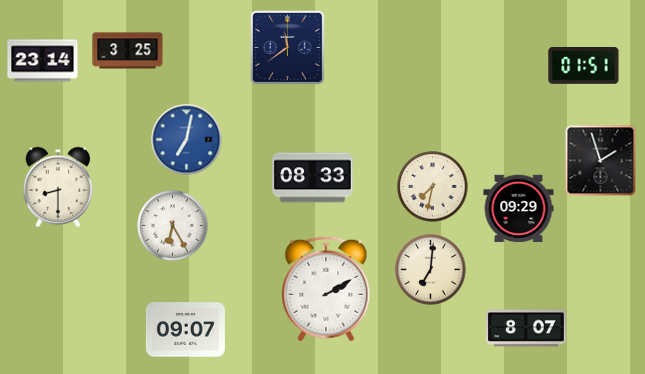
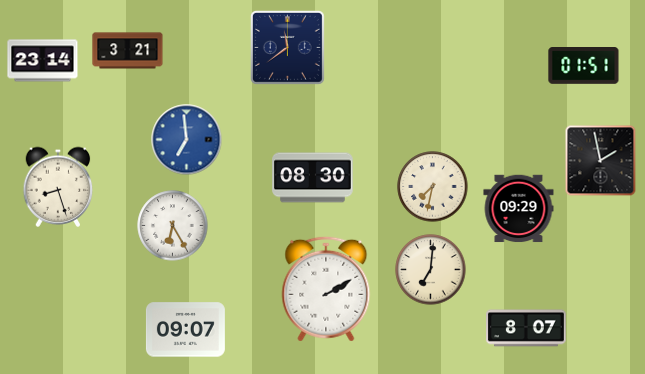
clock at (128, 51): 3:25 -> 3:21
clock at (187, 140): 7:02 -> 6:59
clock at (601, 161): 1:57 -> 1:58
clock at (313, 178): 08:33 -> 08:30
clock at (58, 187): 8:30 -> 8:27
